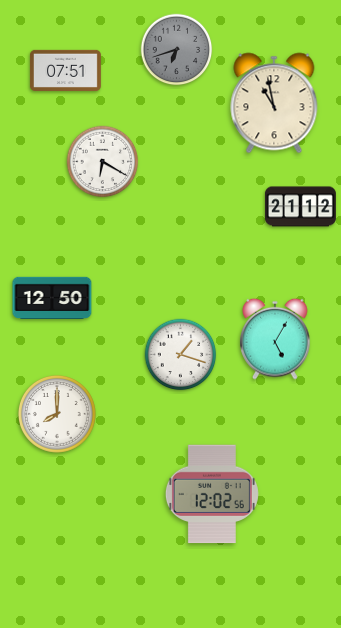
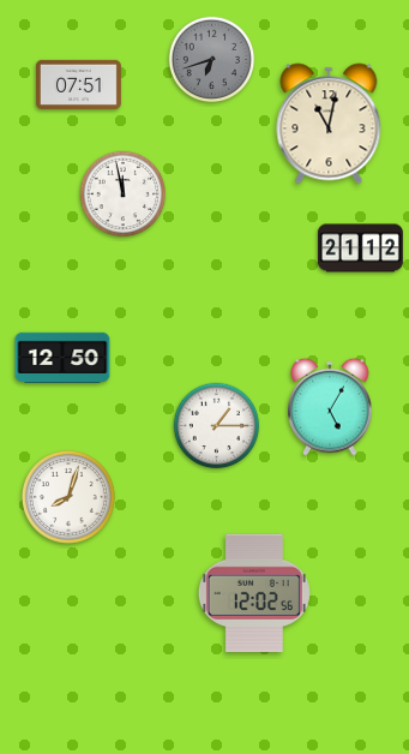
clock at (274, 103): 10:58 -> 11:02
clock at (103, 162): 6:20 -> 11:58
clock at (181, 355): 1:18 -> 1:15
clock at (57, 414): 8:00 -> 8:03
